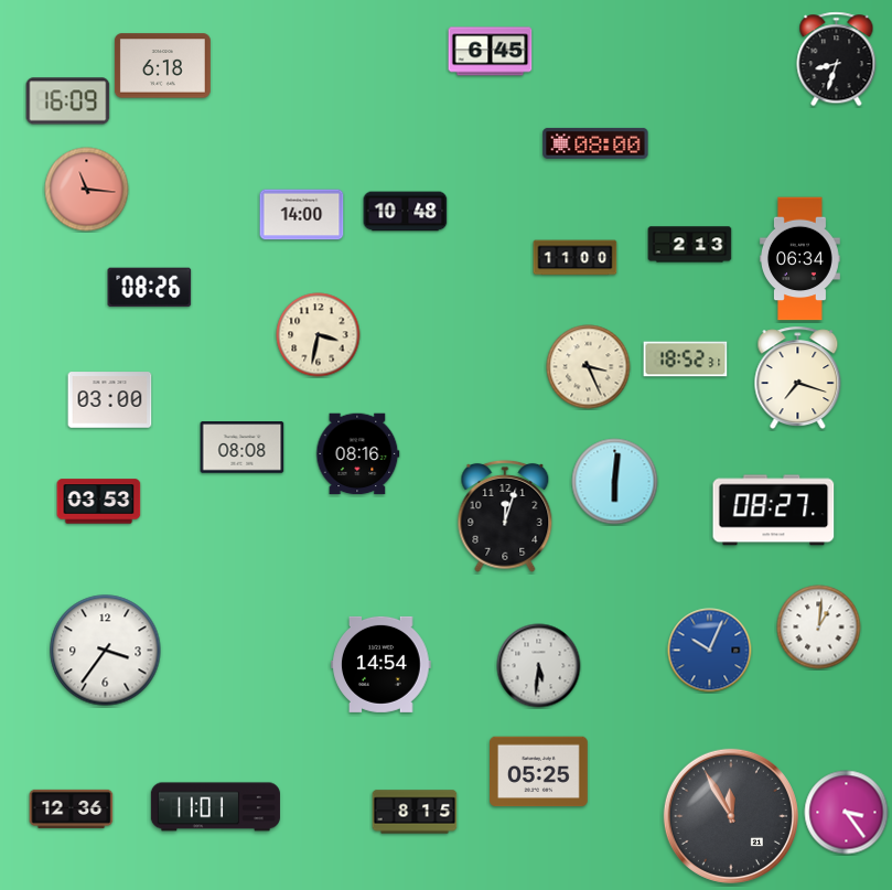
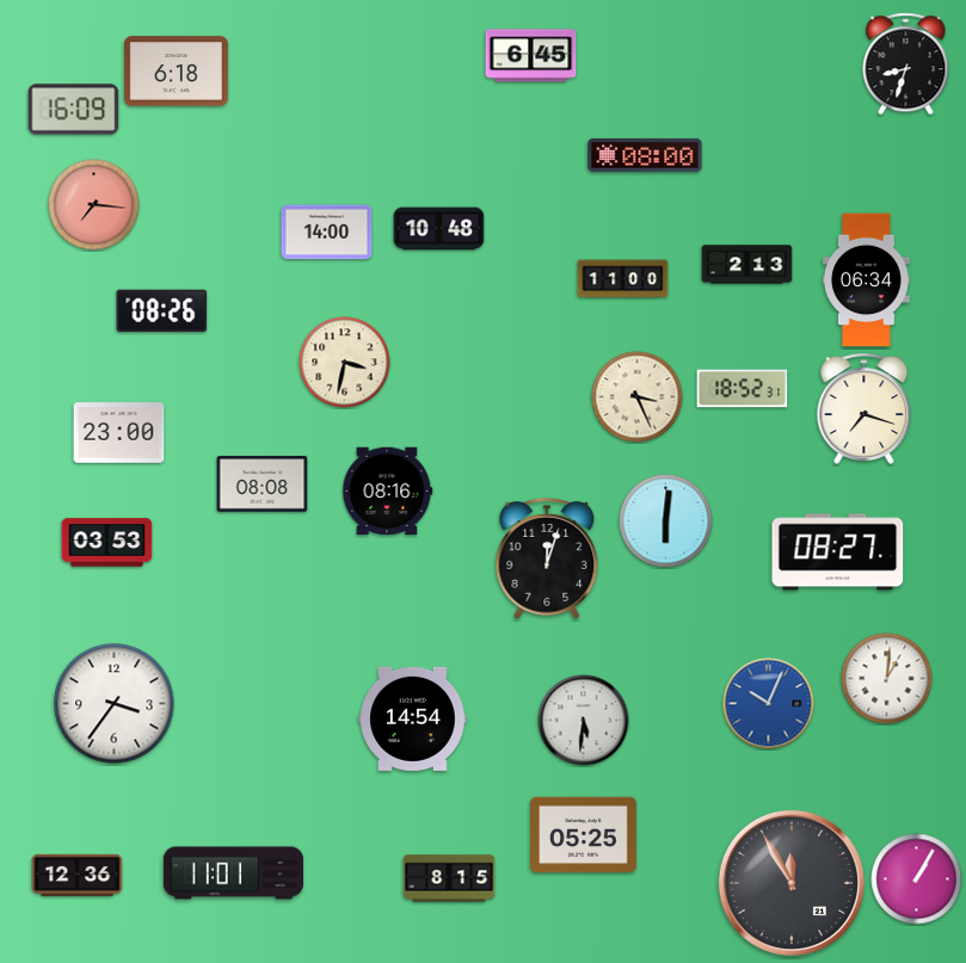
clock at (87, 190): 11:16 -> 7:16
clock at (110, 400): 03:00 -> 23:00
clock at (847, 813): 3:24 -> 1:05
